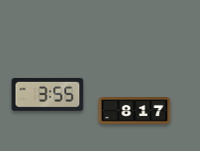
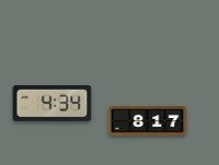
clock at (48, 94): 3:55 -> 4:34
